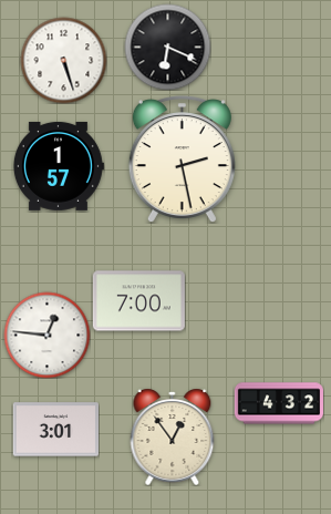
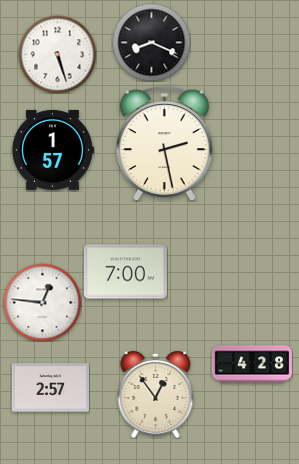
clock at (167, 47): 6:19 -> 8:19
clock at (279, 403): 4:32 -> 4:28
clock at (55, 430): 3:01 -> 2:57
